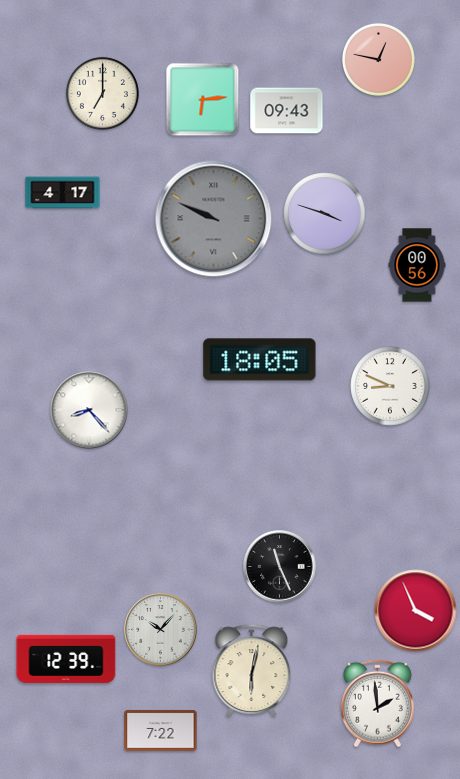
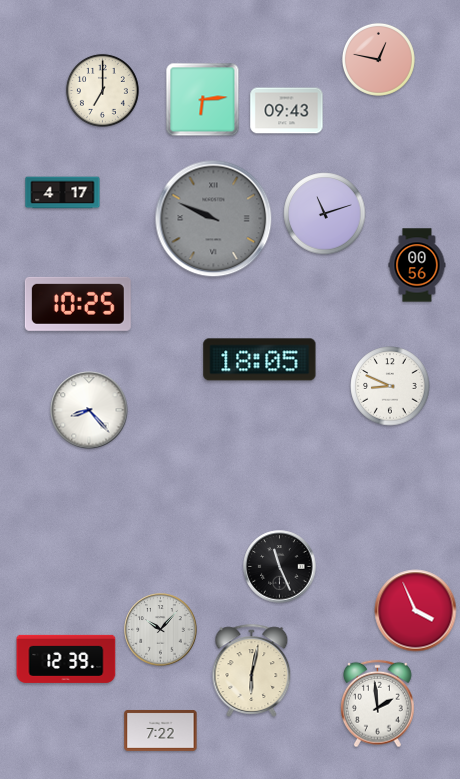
clock at (102, 93) position: (102, 93) -> (102, 90)
clock at (325, 214): 3:48 -> 11:12
clock at (78, 304): none -> 10:25
